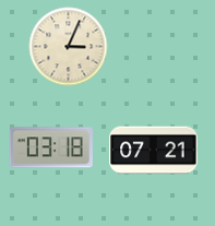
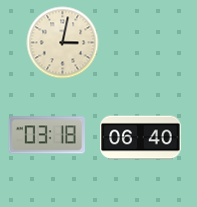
clock at (69, 47): 3:04 -> 3:02
clock at (154, 151): 07:21 -> 06:40
